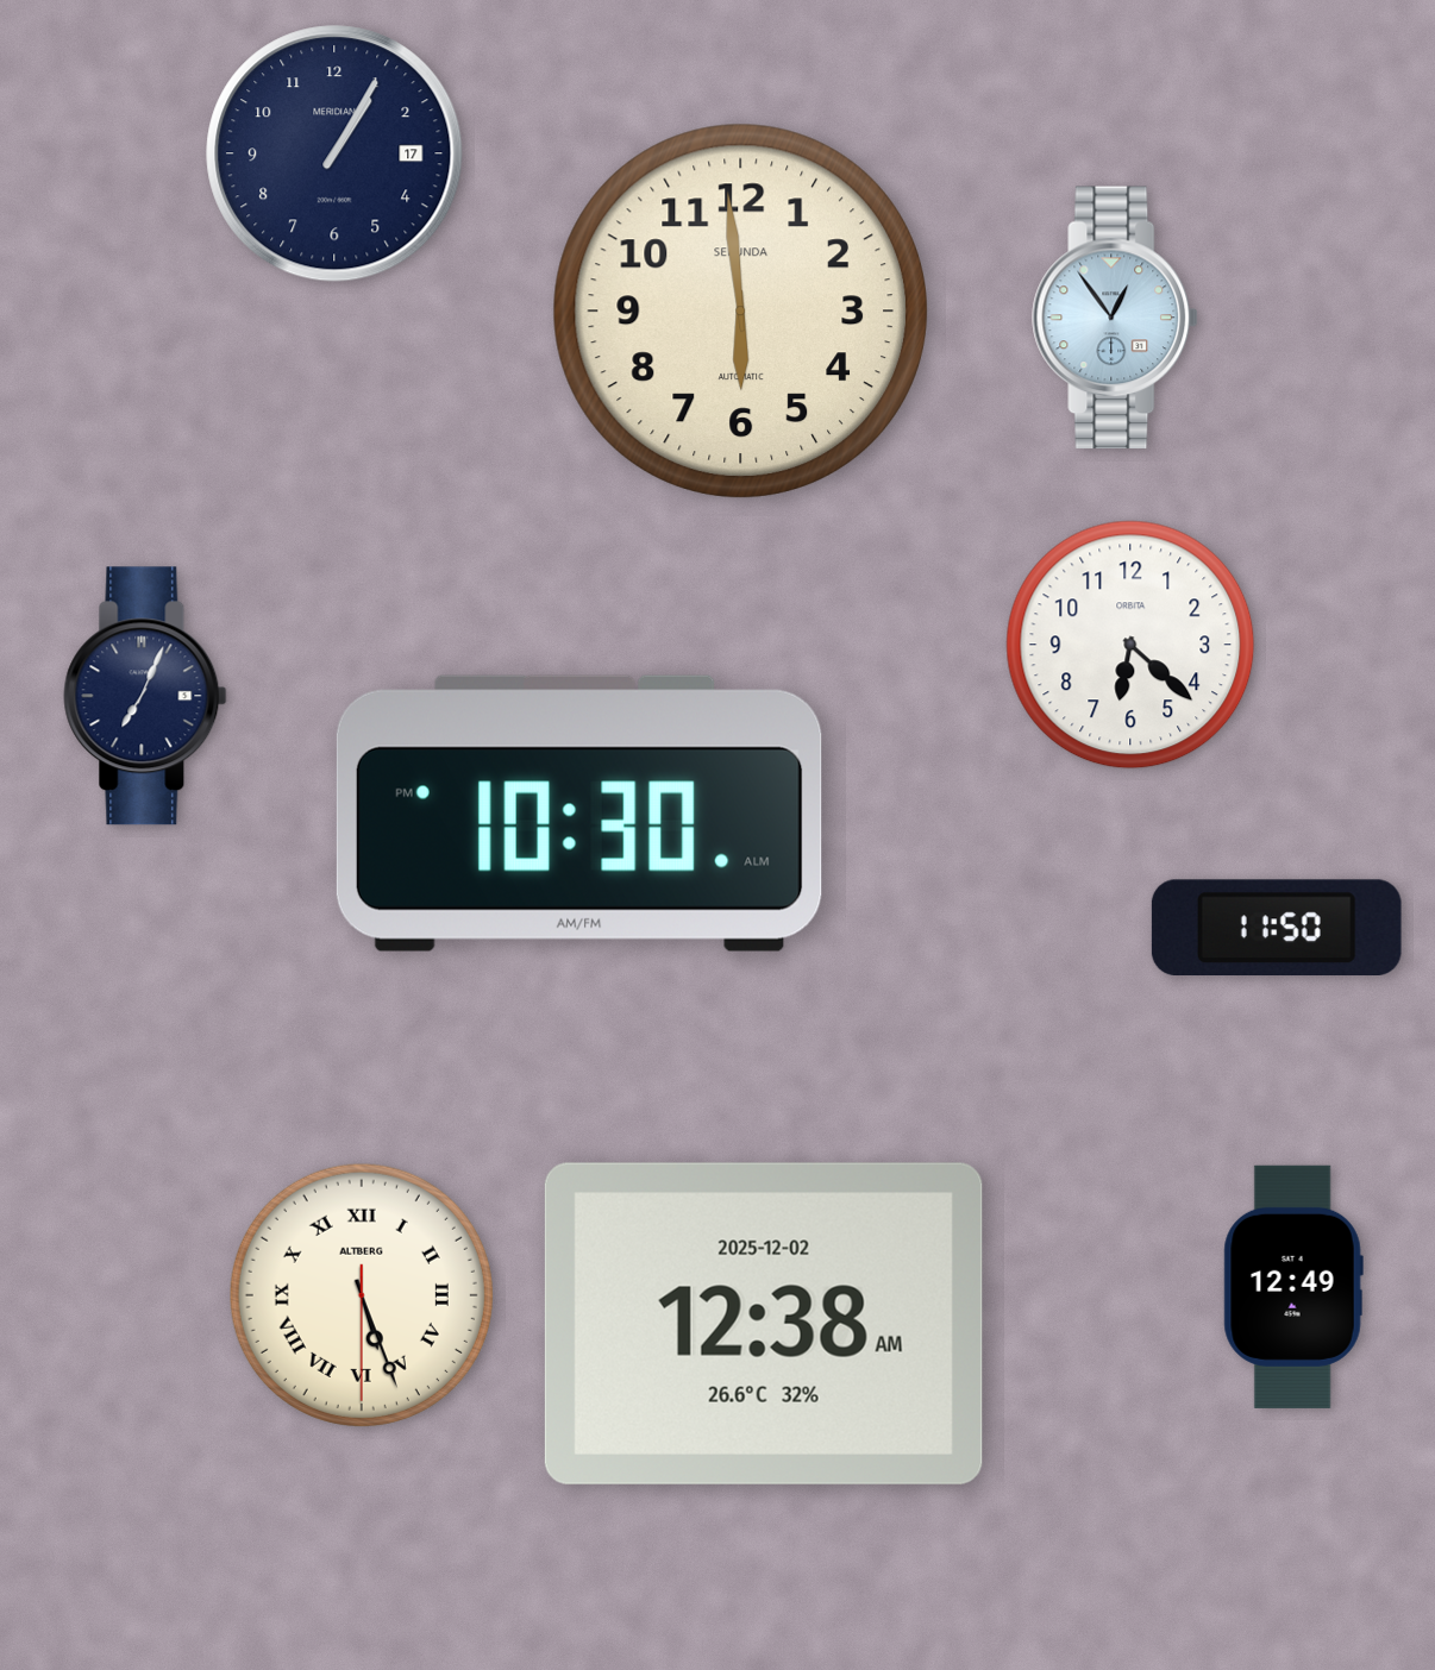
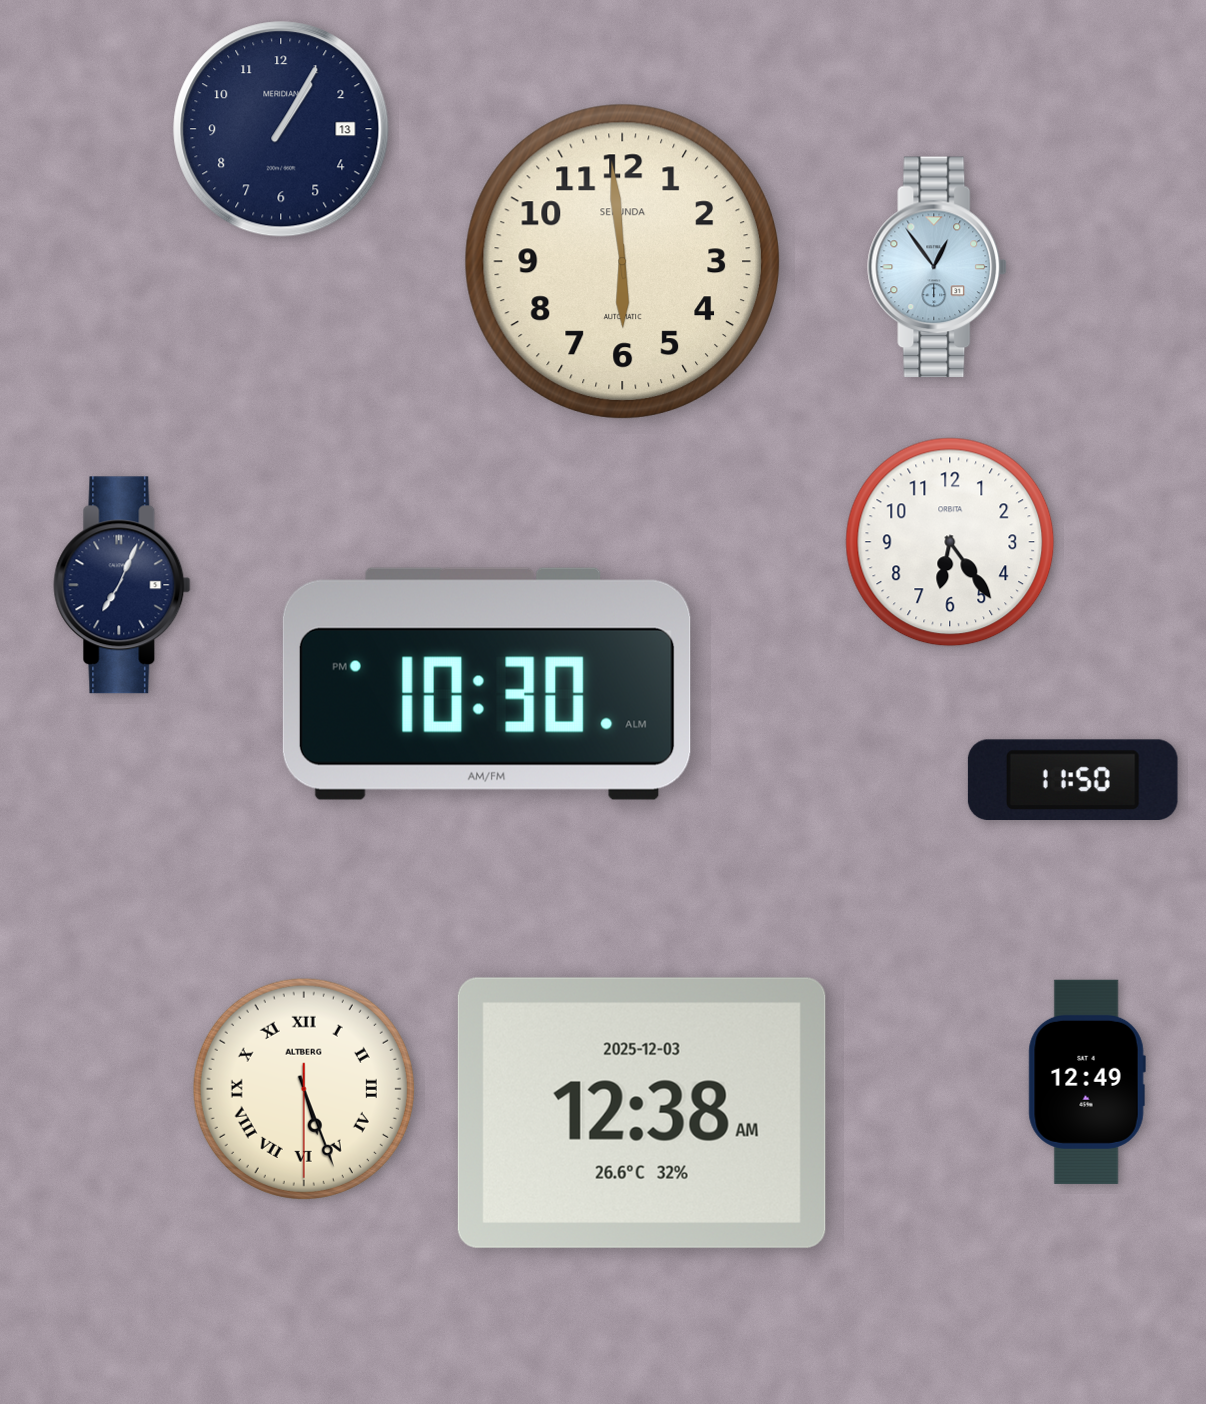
clock at (334, 153) date: 17 -> 13
clock at (1130, 645): 6:22 -> 6:24
clock at (764, 1324) date: 2025-12-02 -> 2025-12-03
